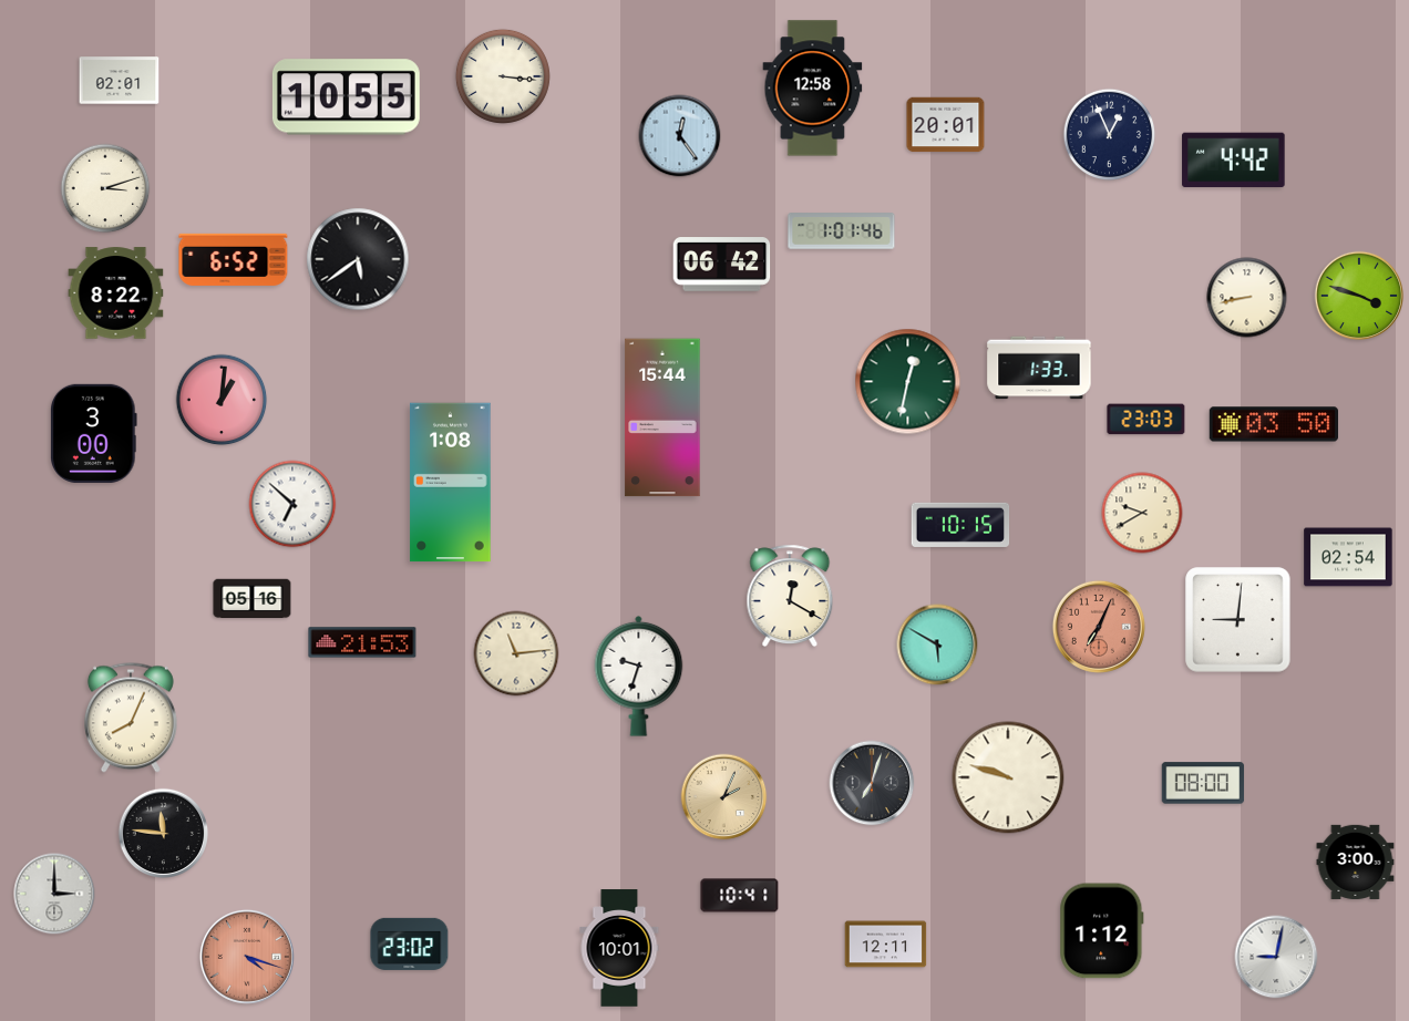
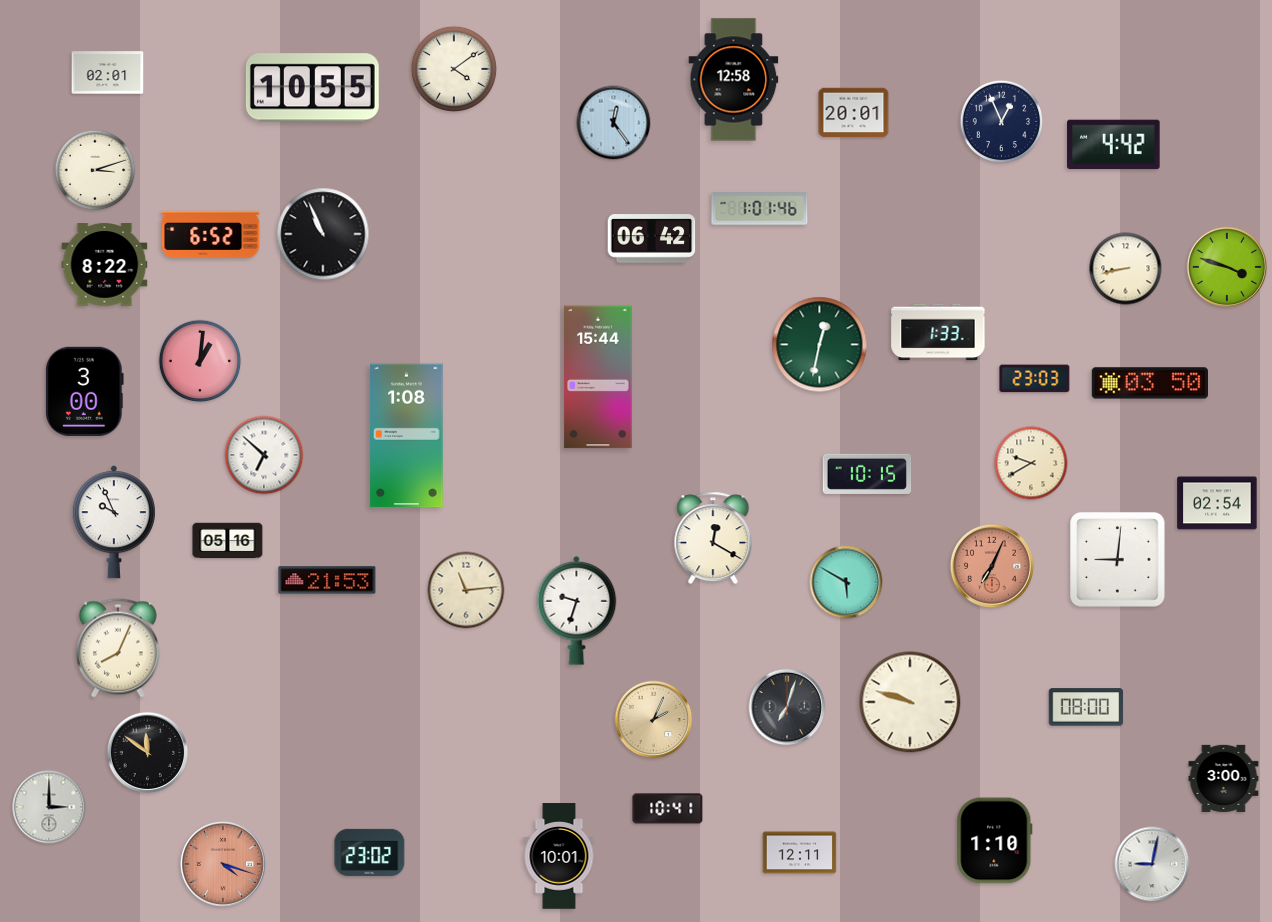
clock at (503, 76): 3:16 -> 4:09
clock at (358, 259): 5:39 -> 10:56
clock at (114, 522): none -> 9:56
clock at (163, 833): 11:46 -> 11:51
clock at (1102, 931): 1:12 -> 1:10
